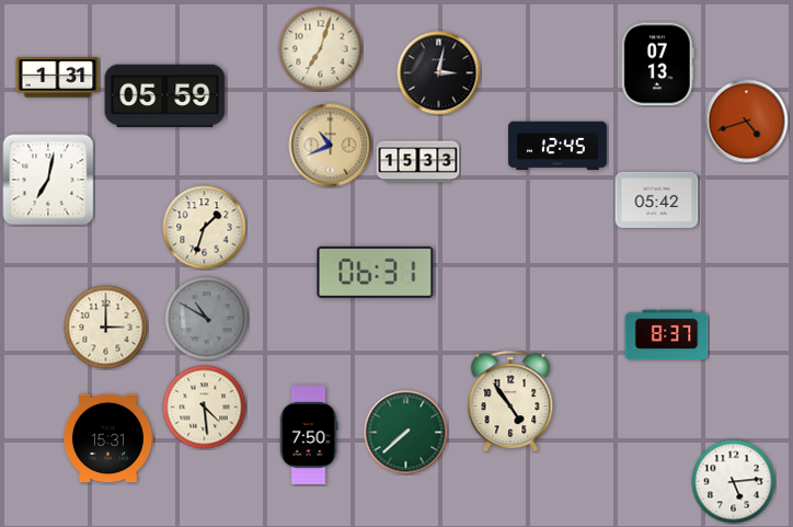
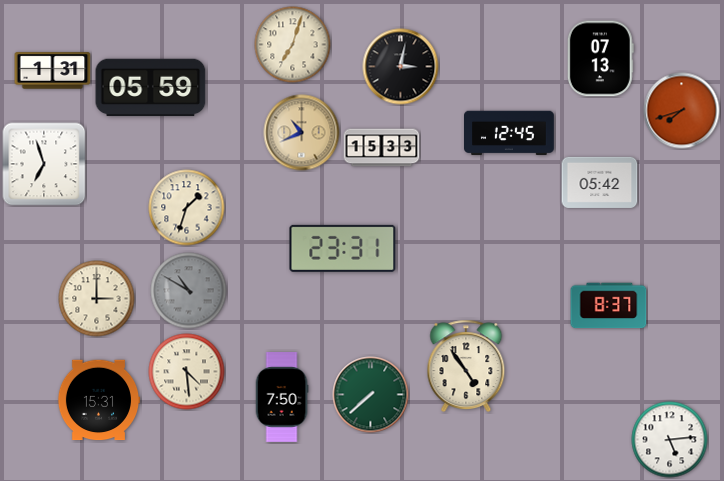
clock at (747, 122): 4:42 -> 7:42
clock at (48, 180): 7:02 -> 6:57
clock at (376, 272): 06:31 -> 23:31
